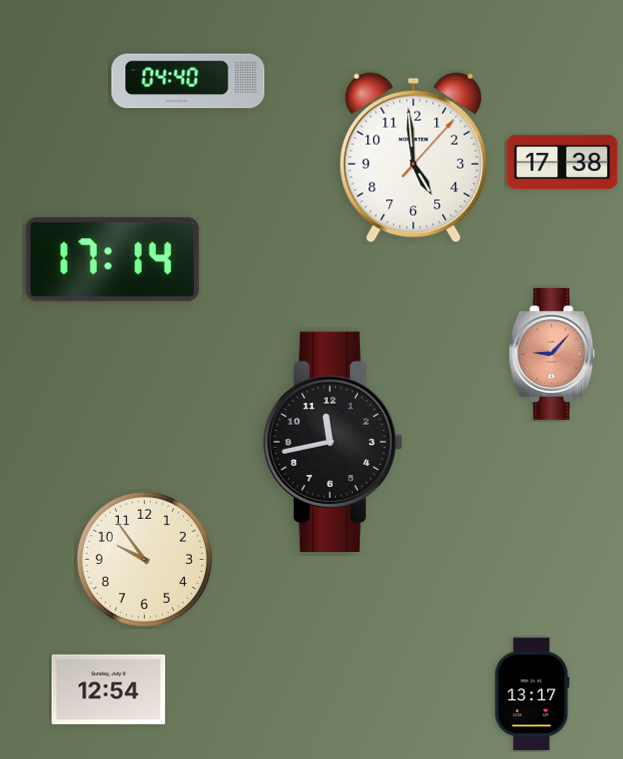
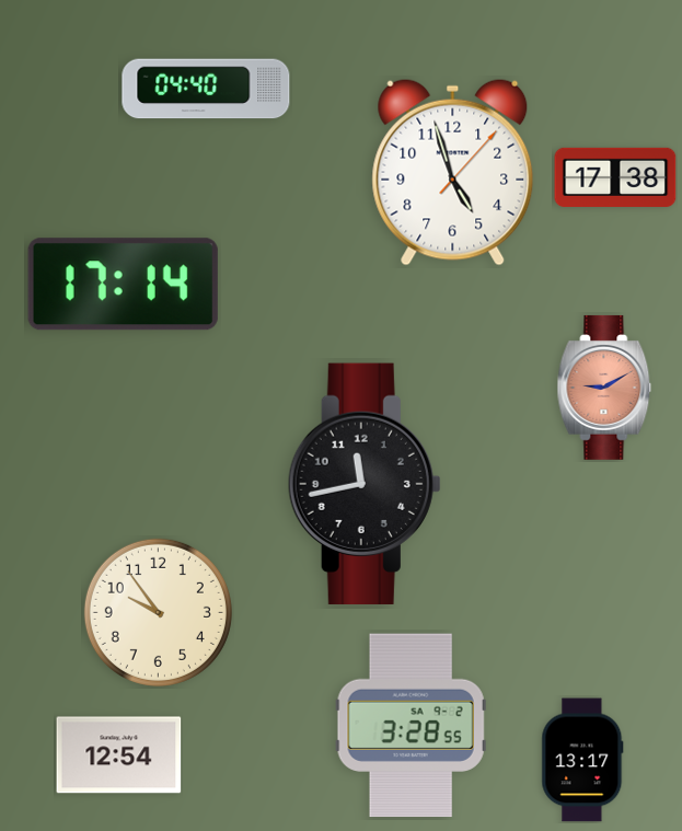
clock at (414, 157): 4:59 -> 4:57
clock at (552, 354): 9:07 -> 9:10
clock at (411, 726): none -> 3:28
